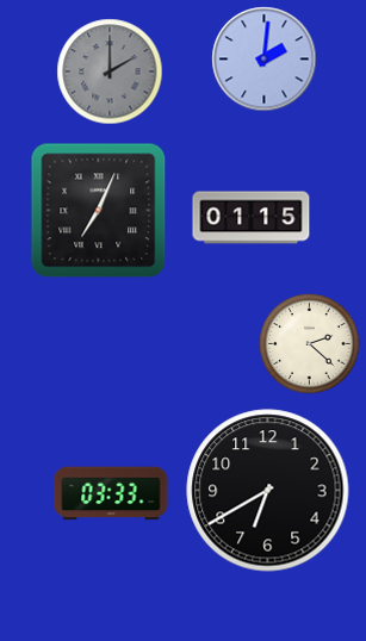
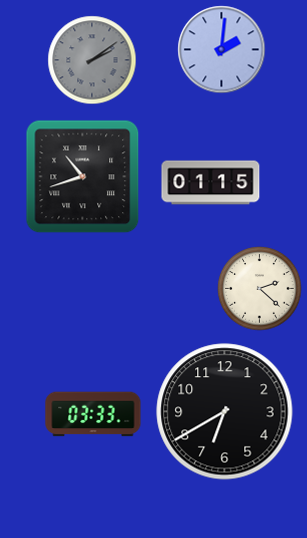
clock at (110, 71): 2:00 -> 2:09
clock at (99, 211): 7:04 -> 10:42
